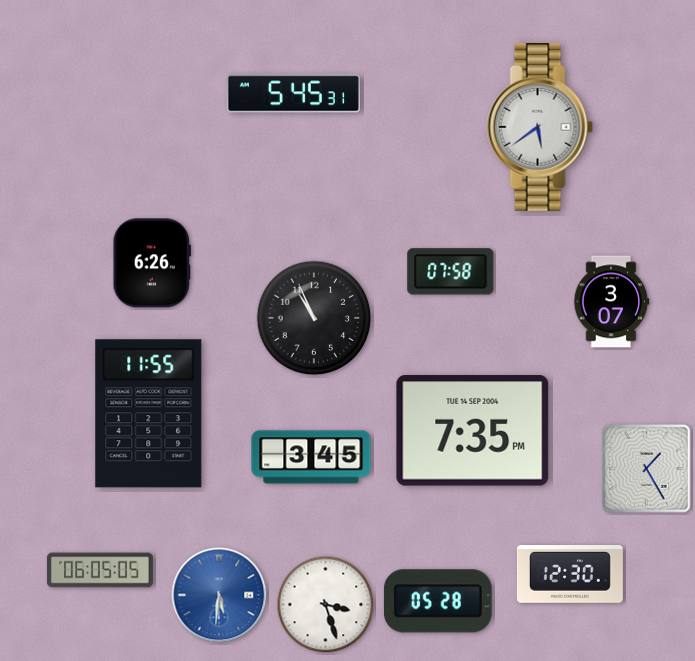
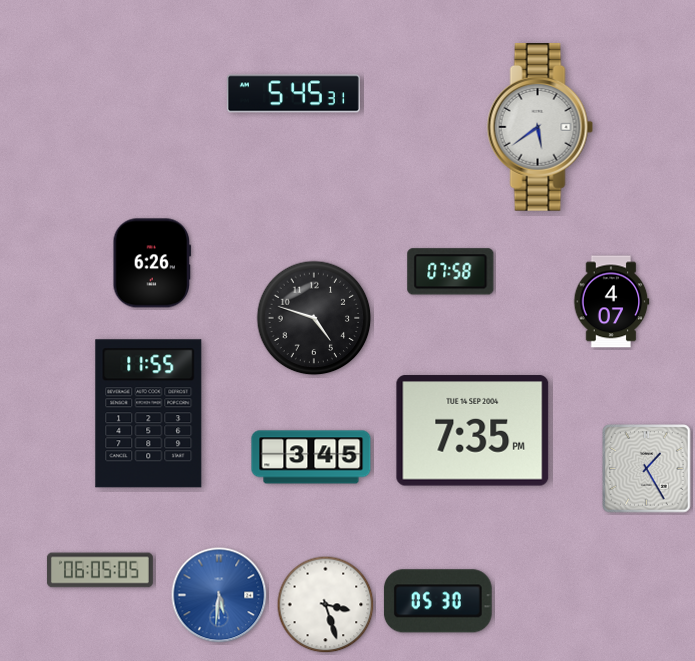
clock at (612, 302): 3:07 -> 4:07
clock at (314, 318): 10:56 -> 4:48
clock at (570, 575): 12:30 -> none
clock at (438, 601): 05:28 -> 05:30
